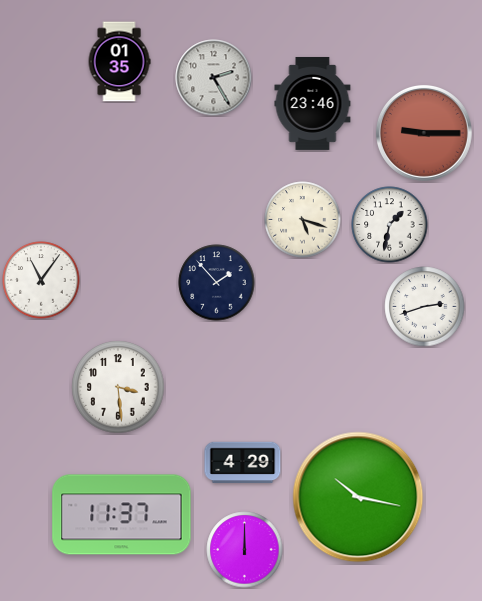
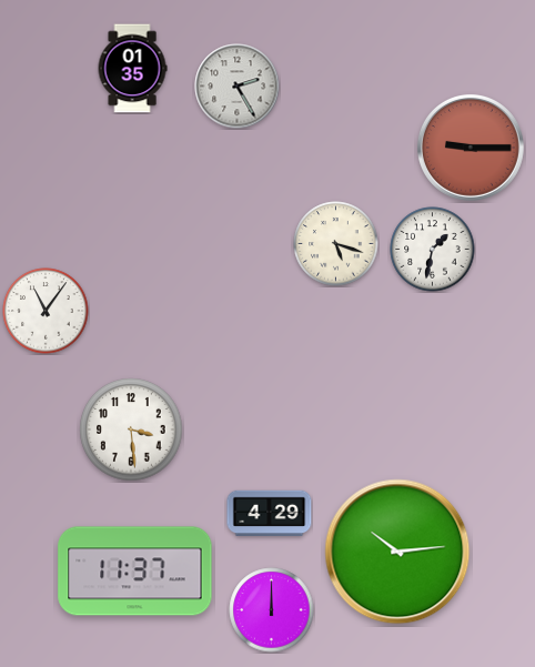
clock at (313, 103): 23:46 -> none
clock at (217, 283): 1:53 -> none
clock at (425, 307): 2:42 -> none
clock at (358, 497): 10:17 -> 10:14
